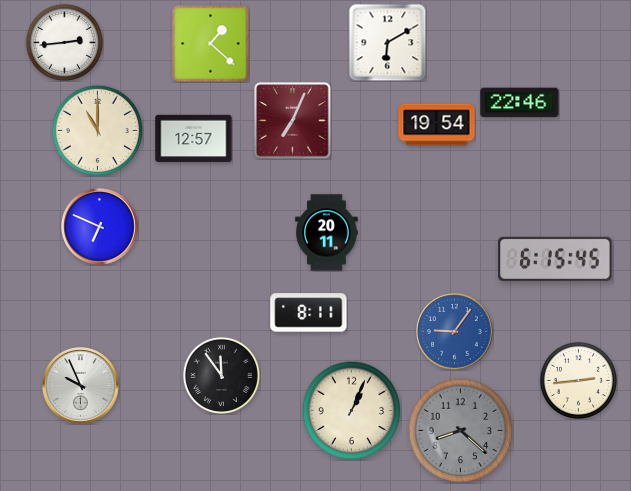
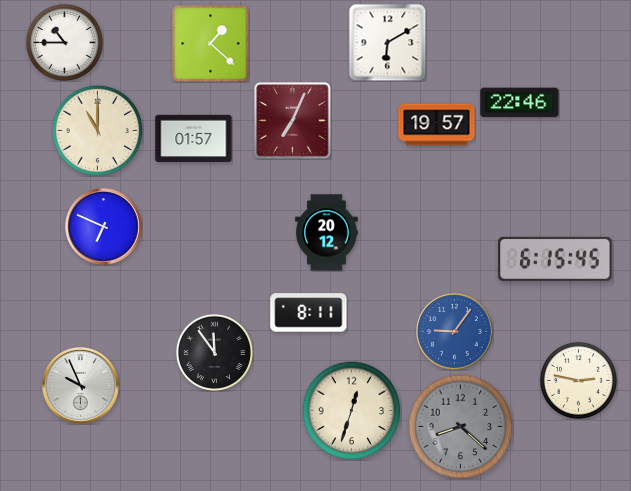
clock at (64, 42): 2:44 -> 10:45
clock at (437, 125): 19:54 -> 19:57
clock at (194, 139): 12:57 -> 01:57
clock at (100, 227) position: (100, 227) -> (104, 227)
clock at (327, 233): 20:11 -> 20:12
clock at (221, 375) position: (221, 375) -> (214, 352)
clock at (578, 380): 2:44 -> 2:47
clock at (352, 411): 1:04 -> 12:33
clock at (461, 431) position: (461, 431) -> (461, 427)
